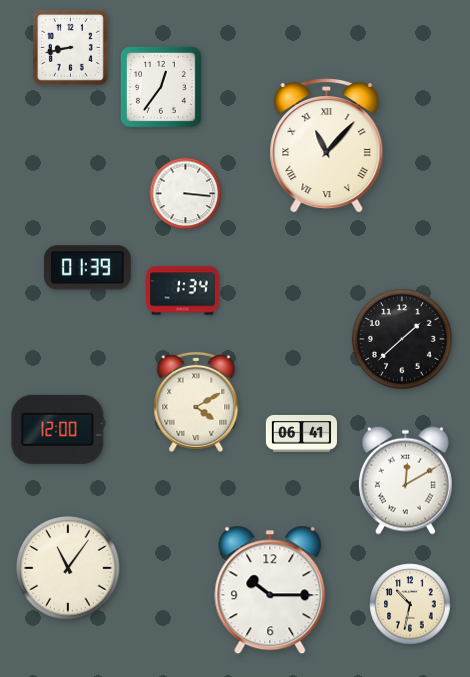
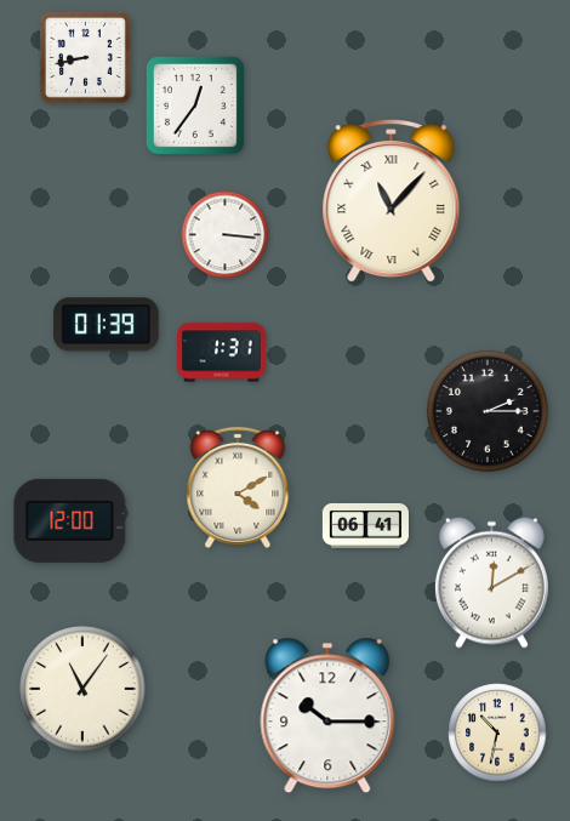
clock at (327, 147) position: (327, 147) -> (392, 203)
clock at (183, 291): 1:34 -> 1:31
clock at (402, 339): 1:38 -> 2:15
